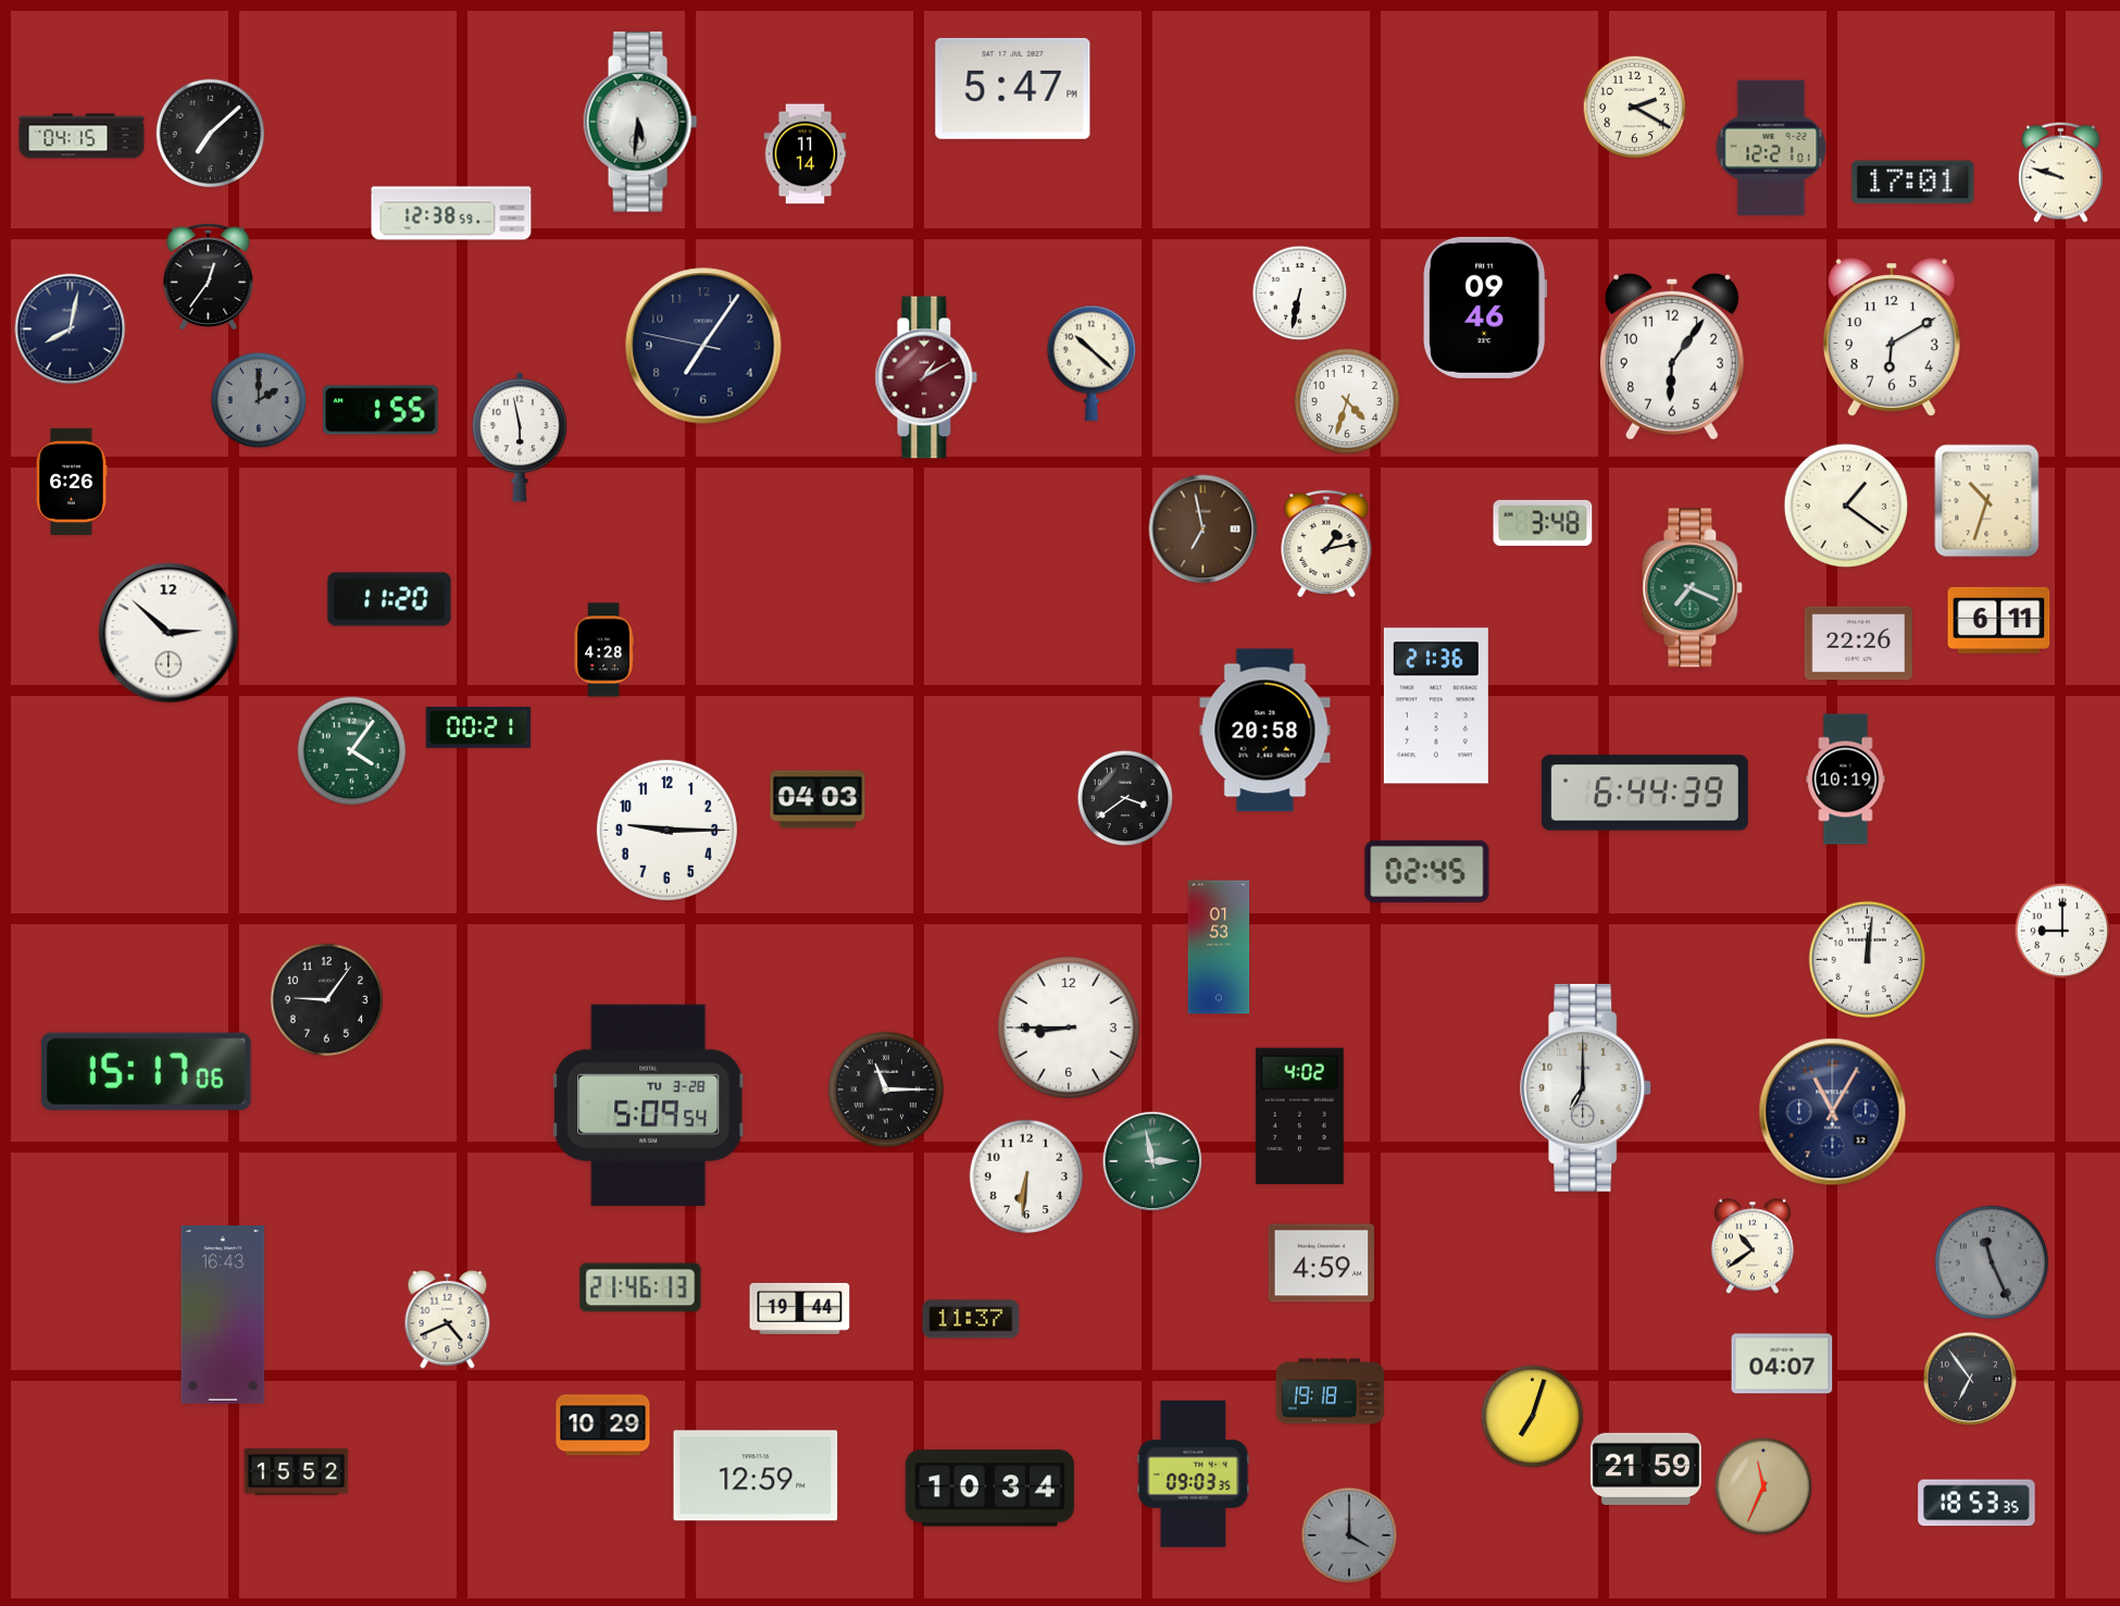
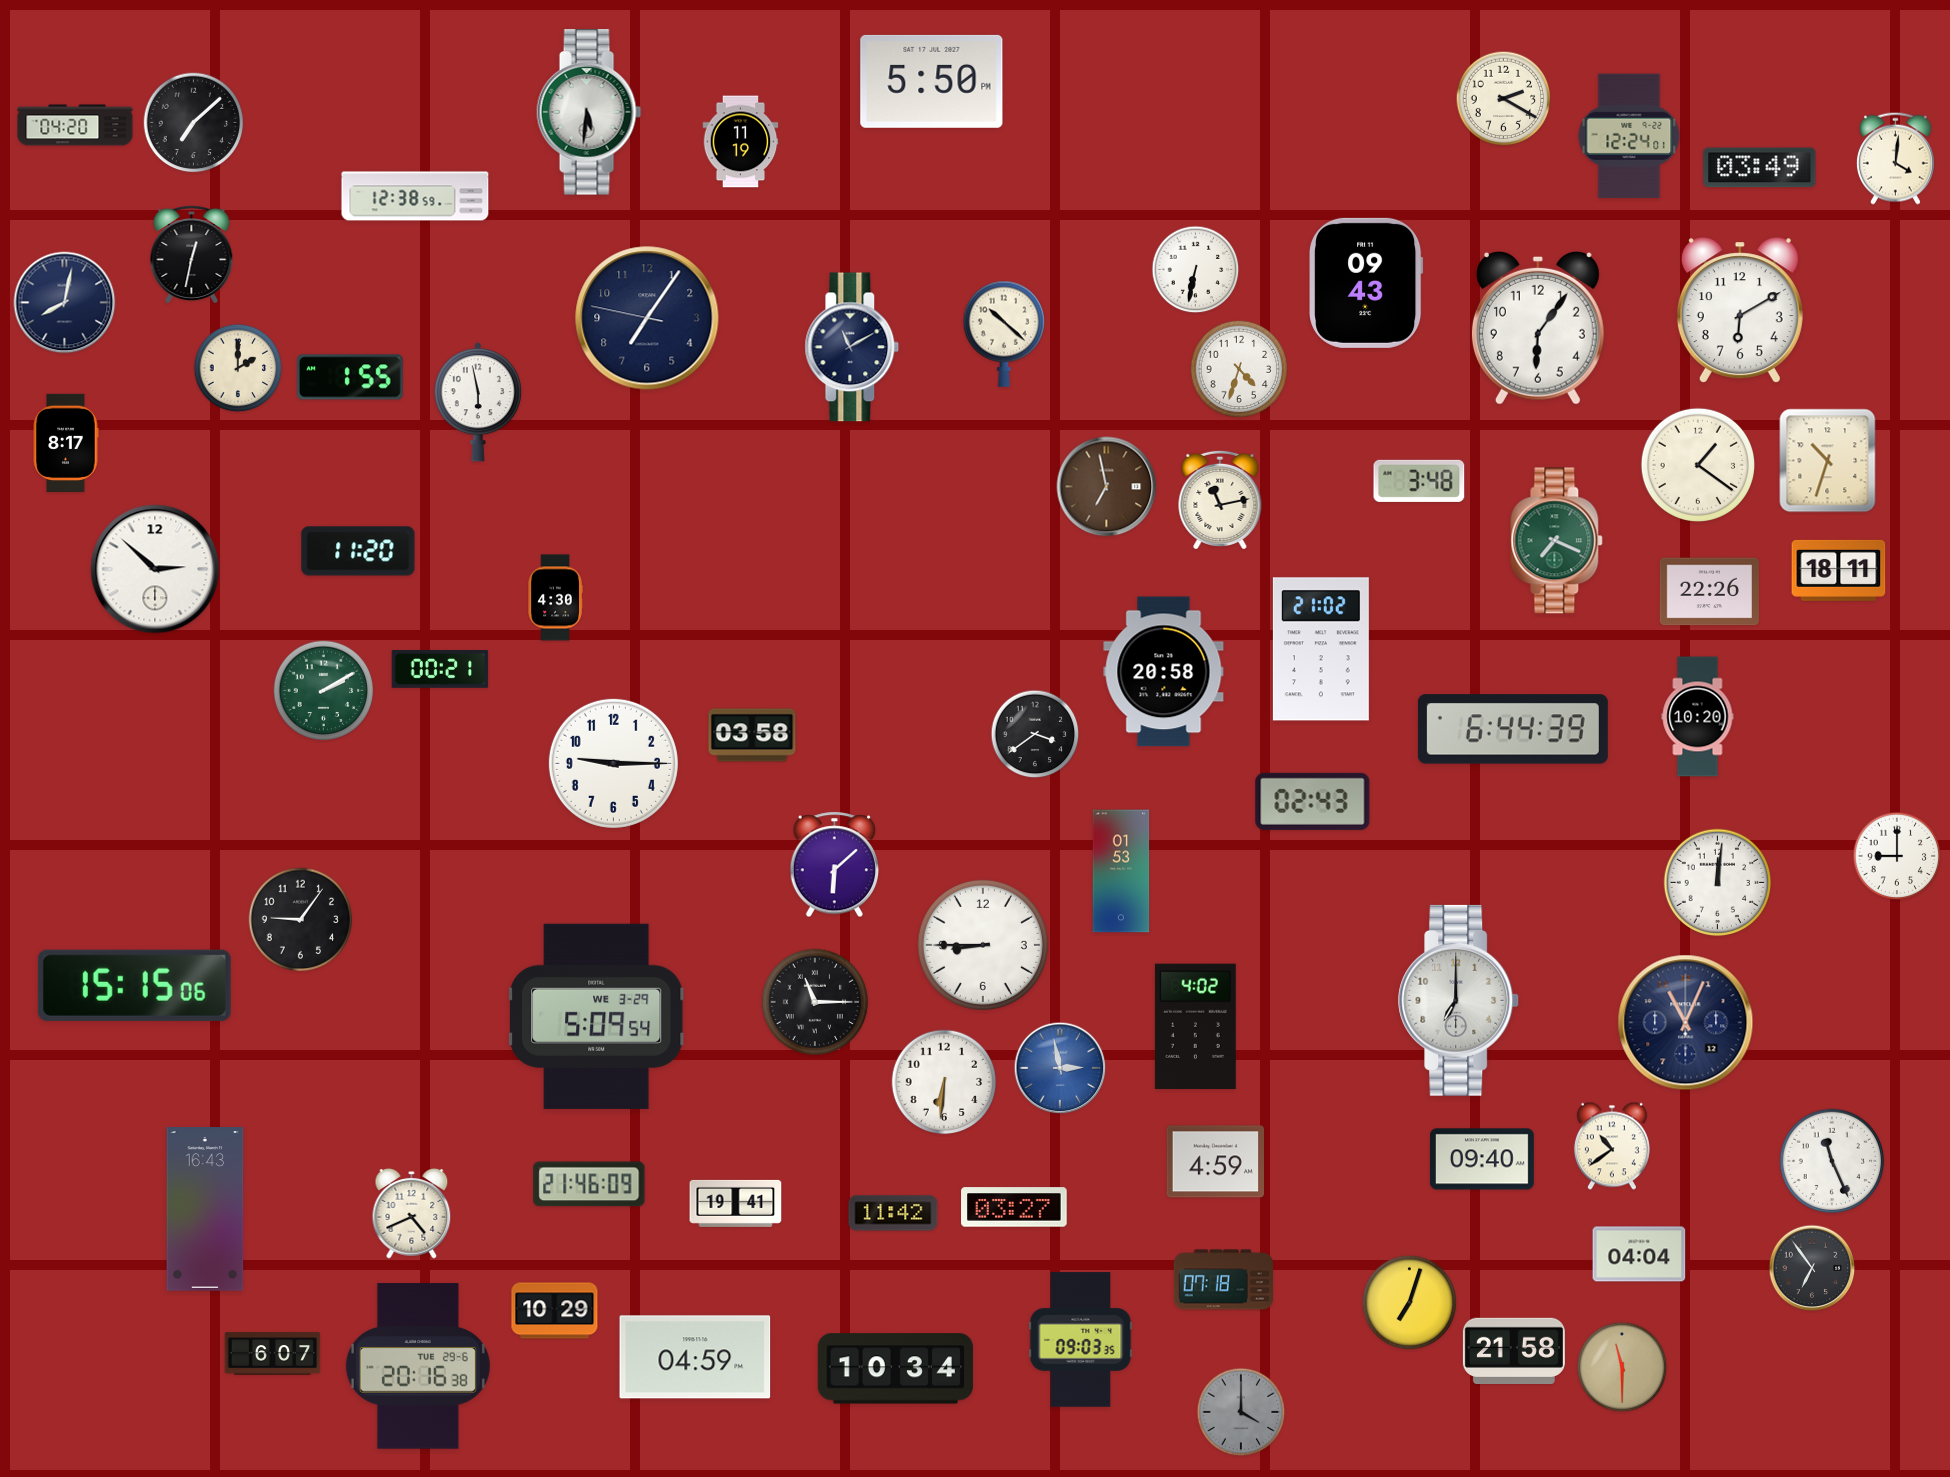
clock at (1013, 88): 5:47 -> 5:50
clock at (82, 136): 04:15 -> 04:20
clock at (1771, 148): 12:21 -> 12:24
clock at (806, 154): 11:14 -> 11:19
clock at (2060, 172): 9:48 -> 4:01
clock at (1913, 183): 17:01 -> 03:49
clock at (209, 277): 12:36 -> 12:32
clock at (1486, 308): 09:46 -> 09:43
clock at (926, 377): 1:10 -> 11:10
clock at (926, 377) dial: burgundy -> navy
clock at (259, 400) dial: grey -> cream
clock at (72, 482): 6:26 -> 8:17
clock at (1326, 544): 1:13 -> 11:13
clock at (1999, 620): 6:11 -> 18:11
clock at (169, 633) position: (169, 633) -> (155, 569)
clock at (603, 650): 4:28 -> 4:30
clock at (1436, 706): 21:36 -> 21:02
clock at (352, 751): 4:06 -> 2:10
clock at (1846, 780): 10:19 -> 10:20
clock at (818, 799): 04:03 -> 03:58
clock at (1427, 871): 02:45 -> 02:43
clock at (835, 865): none -> 6:08
clock at (146, 1071): 15:17 -> 15:15
clock at (650, 1105) date: TU 3-28 -> WE 3-29
clock at (1833, 1112): 11:05 -> 11:04
clock at (1152, 1161) dial: green -> blue
clock at (1482, 1159): none -> 09:40
clock at (1992, 1262) dial: grey -> white
clock at (640, 1287): 21:46:13 -> 21:46:09
clock at (800, 1308): 19:44 -> 19:41
clock at (1014, 1207): none -> 03:27
clock at (971, 1319): 11:37 -> 11:42
clock at (1782, 1364): 04:07 -> 04:04
clock at (1330, 1392): 19:18 -> 07:18
clock at (1646, 1468): 21:59 -> 21:58
clock at (297, 1472): 15:52 -> 6:07
clock at (1194, 1474) position: (1194, 1474) -> (1081, 1340)
clock at (756, 1476): 12:59 -> 04:59
clock at (418, 1366): none -> 20:16
clock at (1763, 1486): 11:34 -> 11:30
clock at (989, 1489) position: (989, 1489) -> (895, 1369)
clock at (1976, 1503): 18:53 -> none
